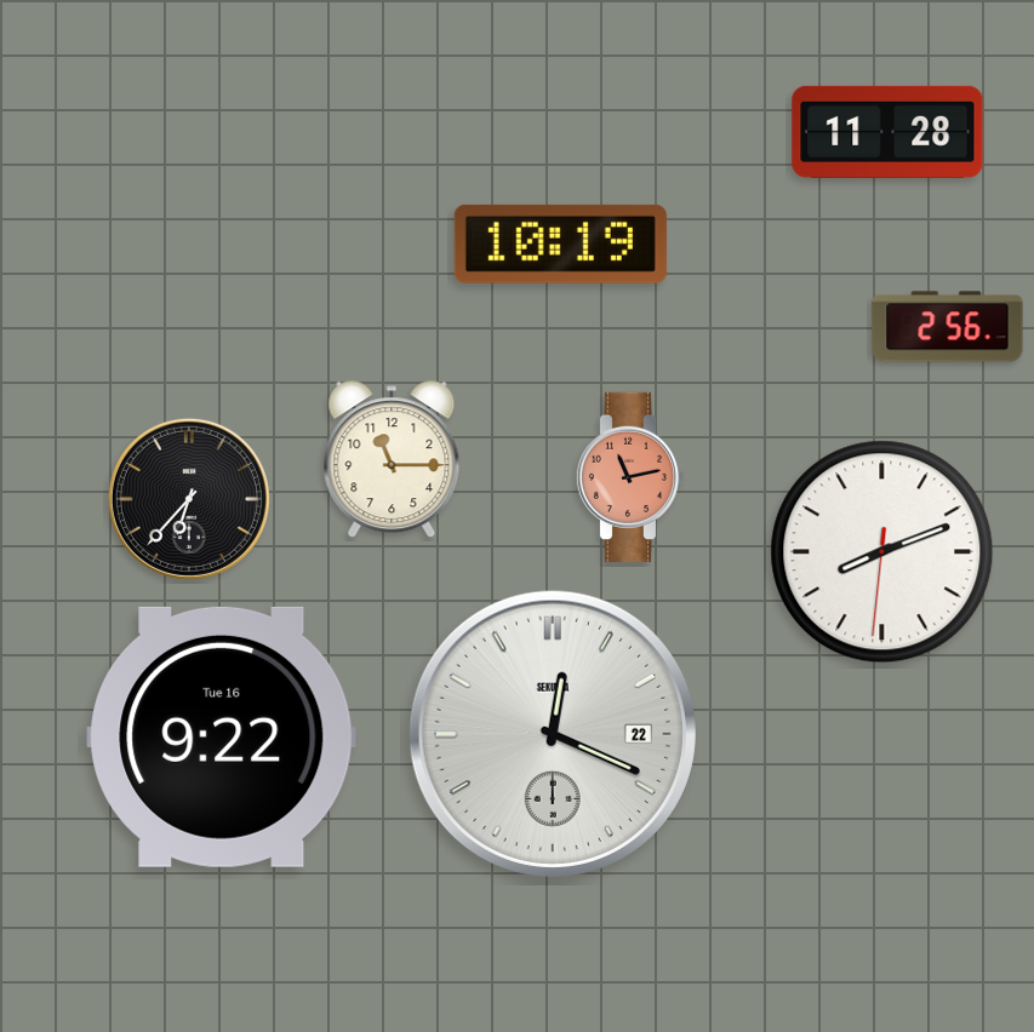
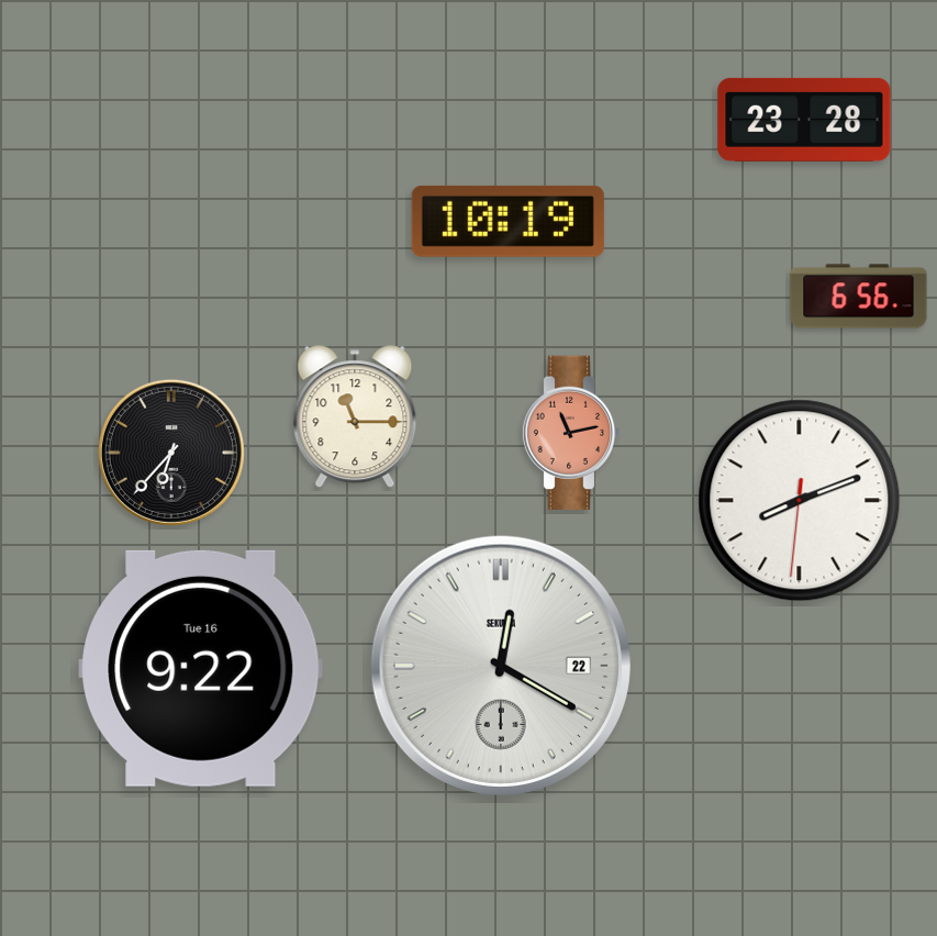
clock at (887, 132): 11:28 -> 23:28
clock at (948, 327): 2:56 -> 6:56
clock at (553, 734): 12:19 -> 12:20
